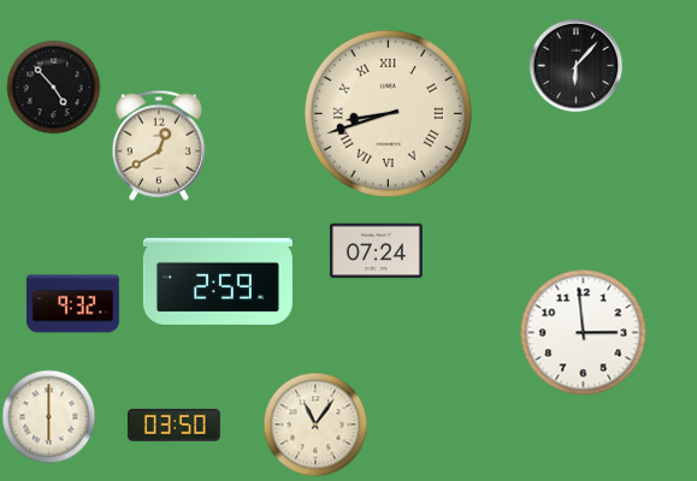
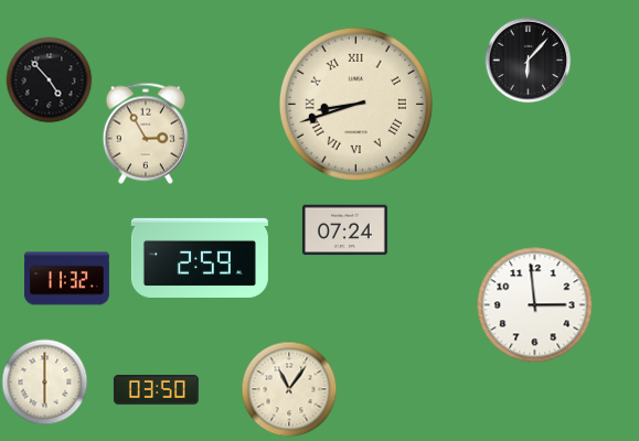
clock at (159, 146): 12:40 -> 2:55
clock at (72, 304): 9:32 -> 11:32
clock at (173, 424) position: (173, 424) -> (156, 389)
